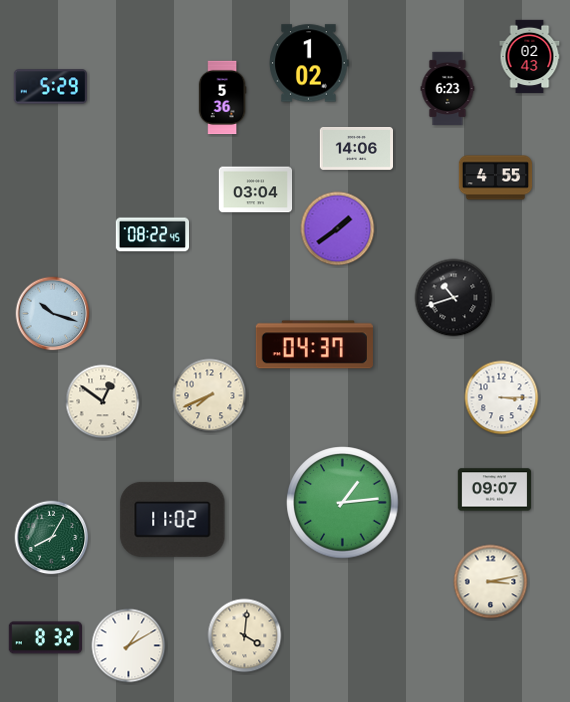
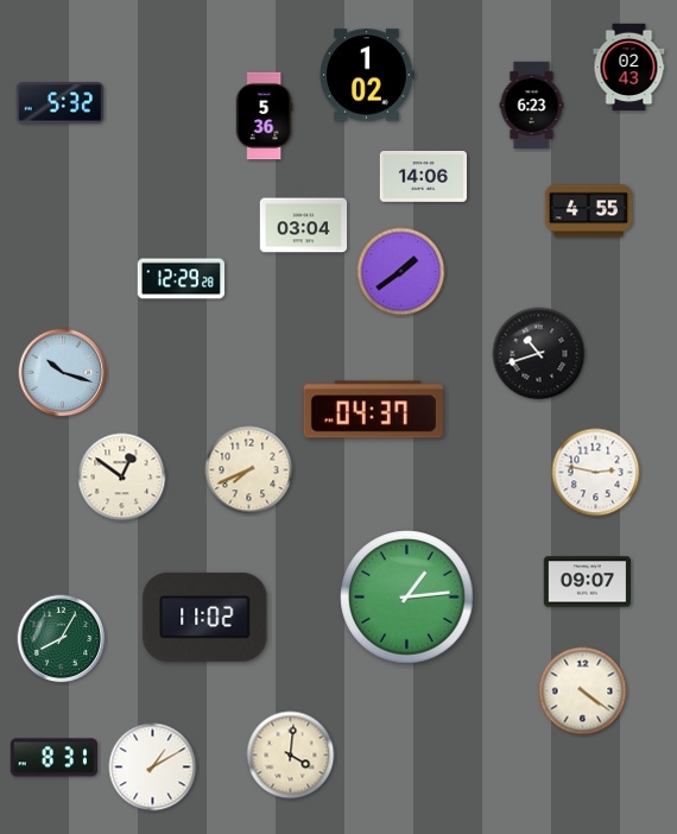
clock at (50, 87): 5:29 -> 5:32
clock at (152, 235): 08:22 -> 12:29
clock at (502, 398): 3:15 -> 2:47
clock at (491, 582): 3:13 -> 4:21
clock at (45, 638): 8:32 -> 8:31
